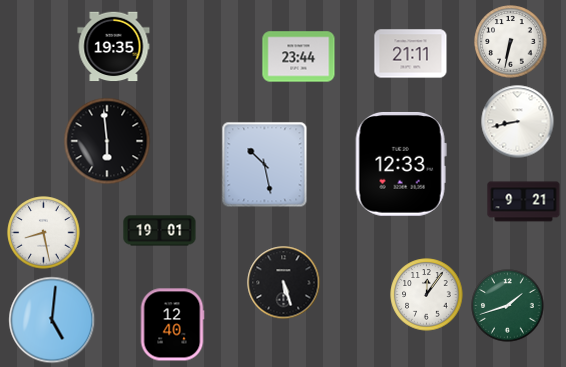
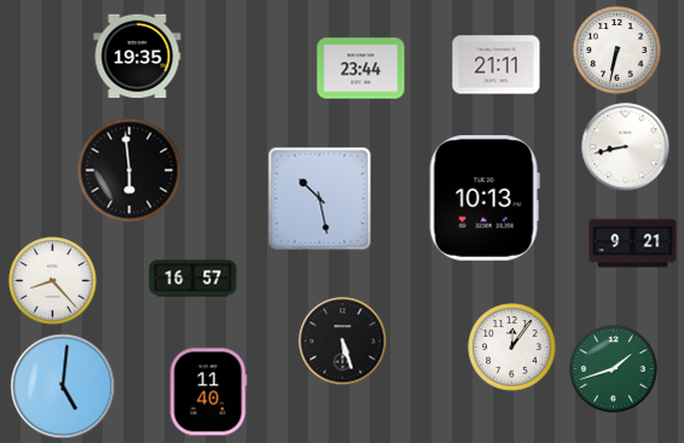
clock at (401, 164): 12:33 -> 10:13
clock at (160, 231): 19:01 -> 16:57
clock at (44, 233): 8:28 -> 8:23
clock at (427, 295) position: (427, 295) -> (512, 348)
clock at (172, 325): 12:40 -> 11:40
